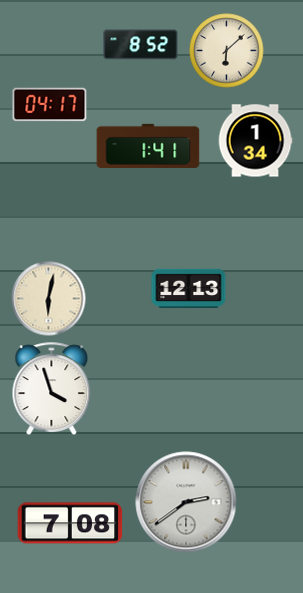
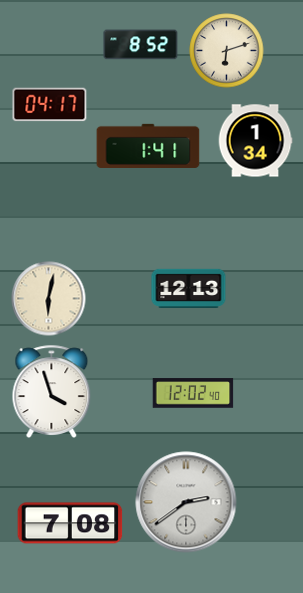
clock at (227, 51): 6:08 -> 6:12
clock at (52, 388) position: (52, 388) -> (52, 391)
clock at (193, 393): none -> 12:02
